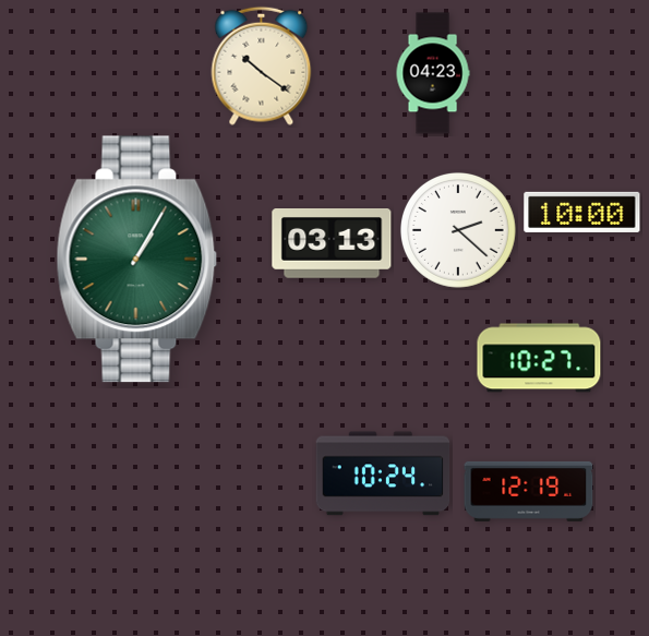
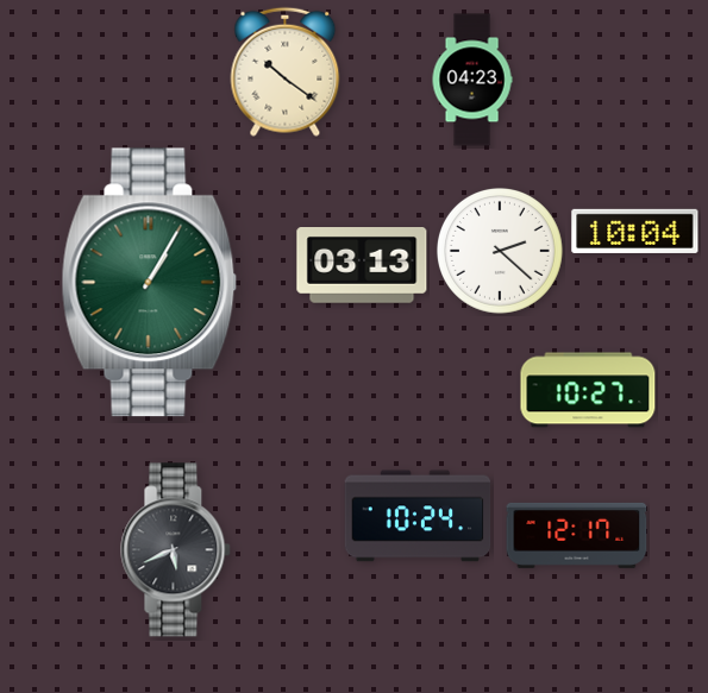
clock at (582, 212): 10:00 -> 10:04
clock at (529, 491): 12:19 -> 12:17
clock at (176, 550): none -> 5:41
